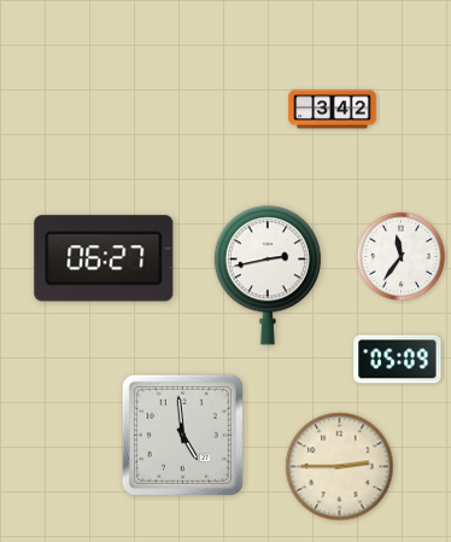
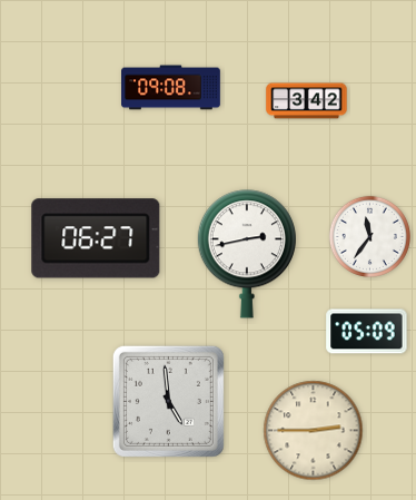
clock at (171, 88): none -> 09:08
